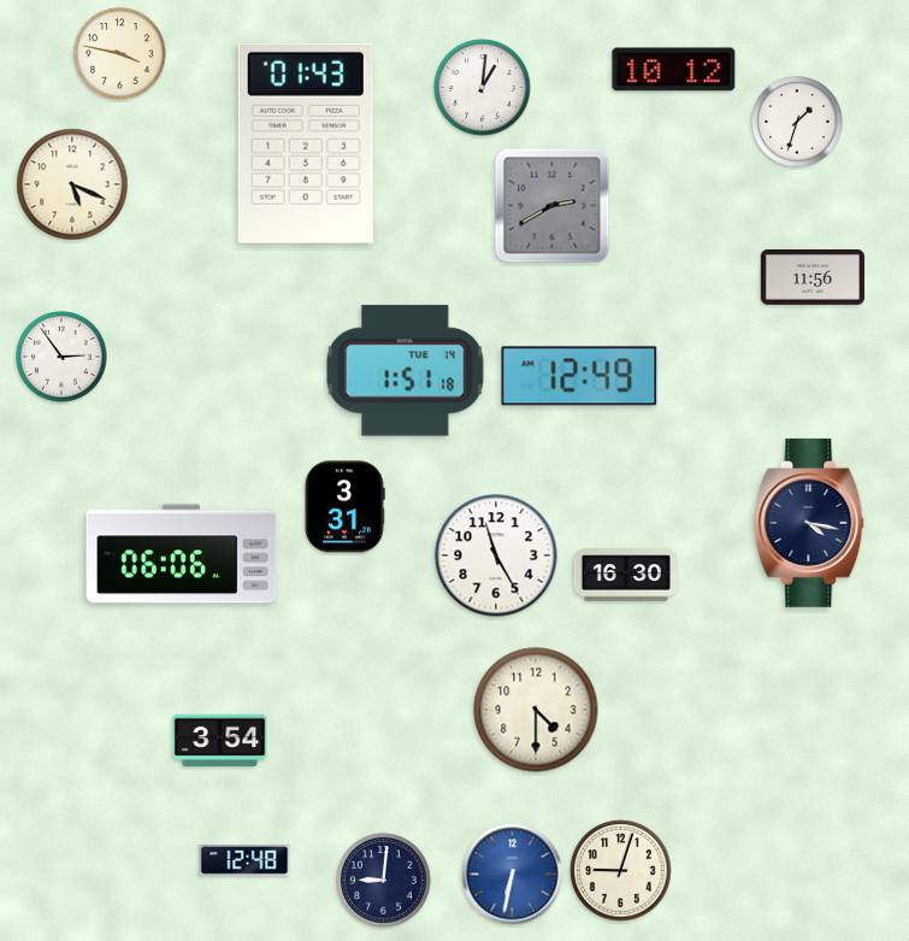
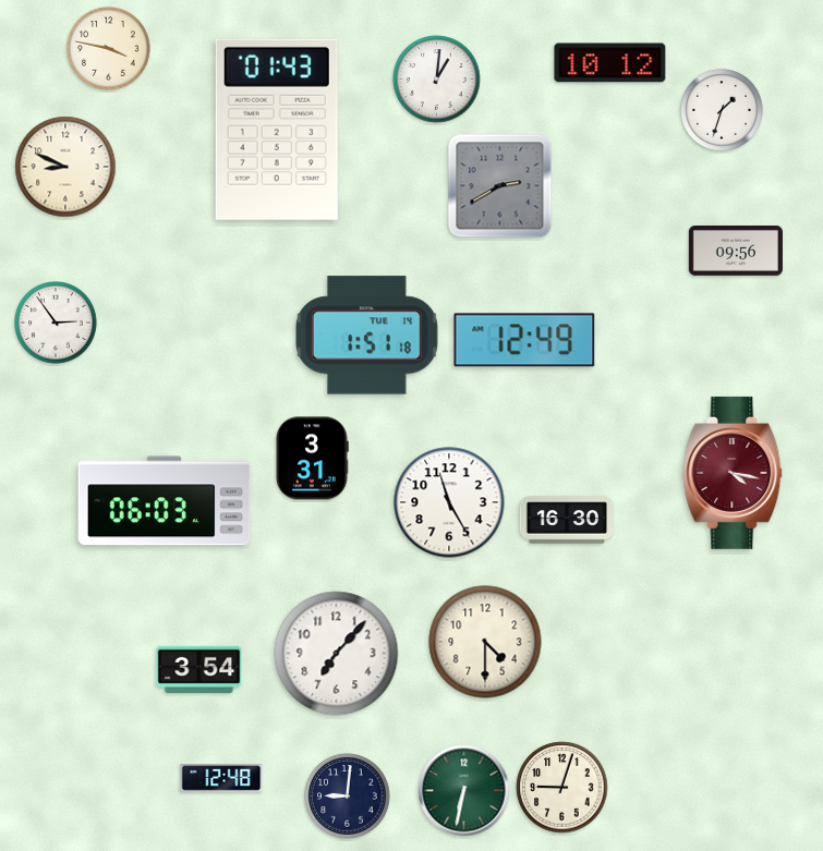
clock at (72, 184): 5:19 -> 8:49
clock at (813, 278): 11:56 -> 09:56
clock at (809, 523) dial: navy -> burgundy
clock at (182, 554): 06:06 -> 06:03
clock at (337, 654): none -> 7:07
clock at (513, 875) dial: blue -> green
